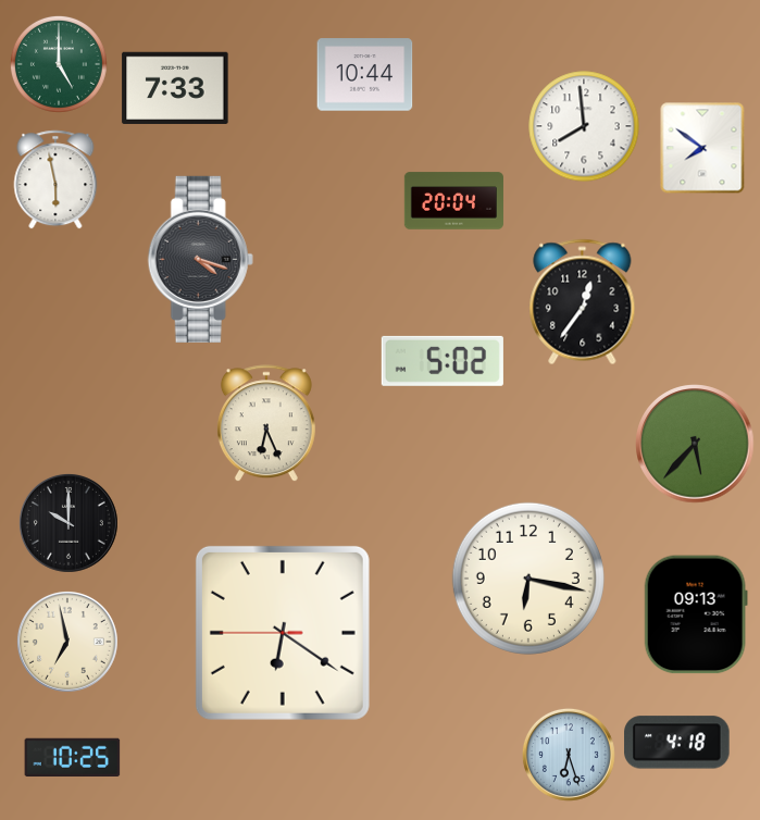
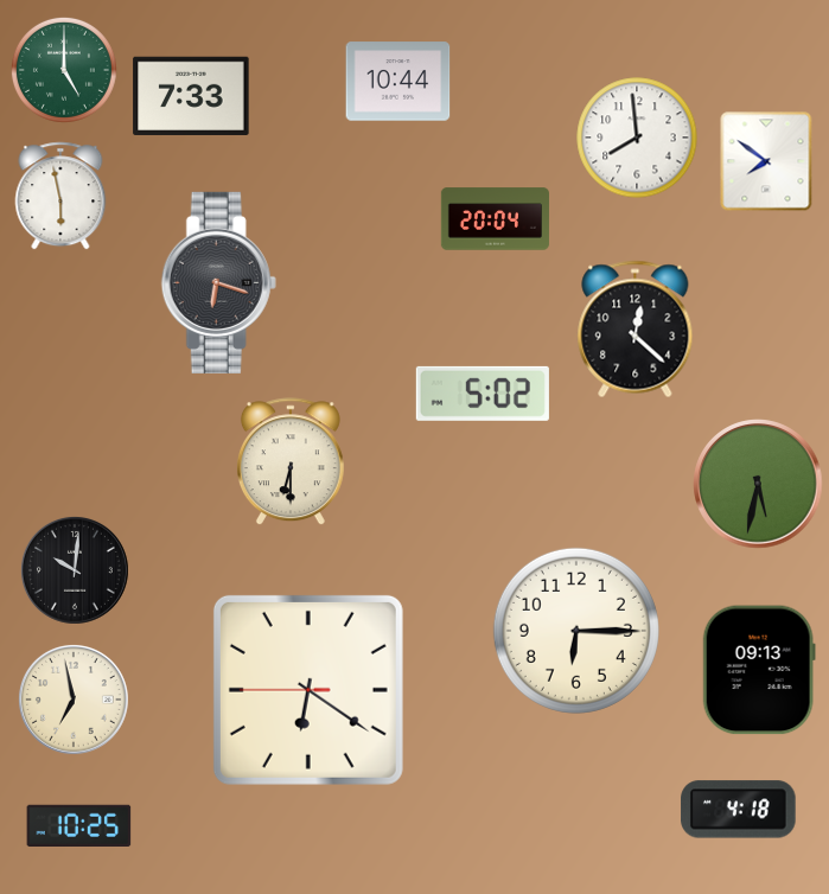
clock at (200, 259): 4:18 -> 6:18
clock at (583, 302): 12:36 -> 12:22
clock at (266, 424): 6:26 -> 6:30
clock at (695, 444): 5:37 -> 5:32
clock at (68, 523): 10:00 -> 10:01
clock at (528, 579): 6:17 -> 6:15
clock at (569, 755): 6:27 -> none
